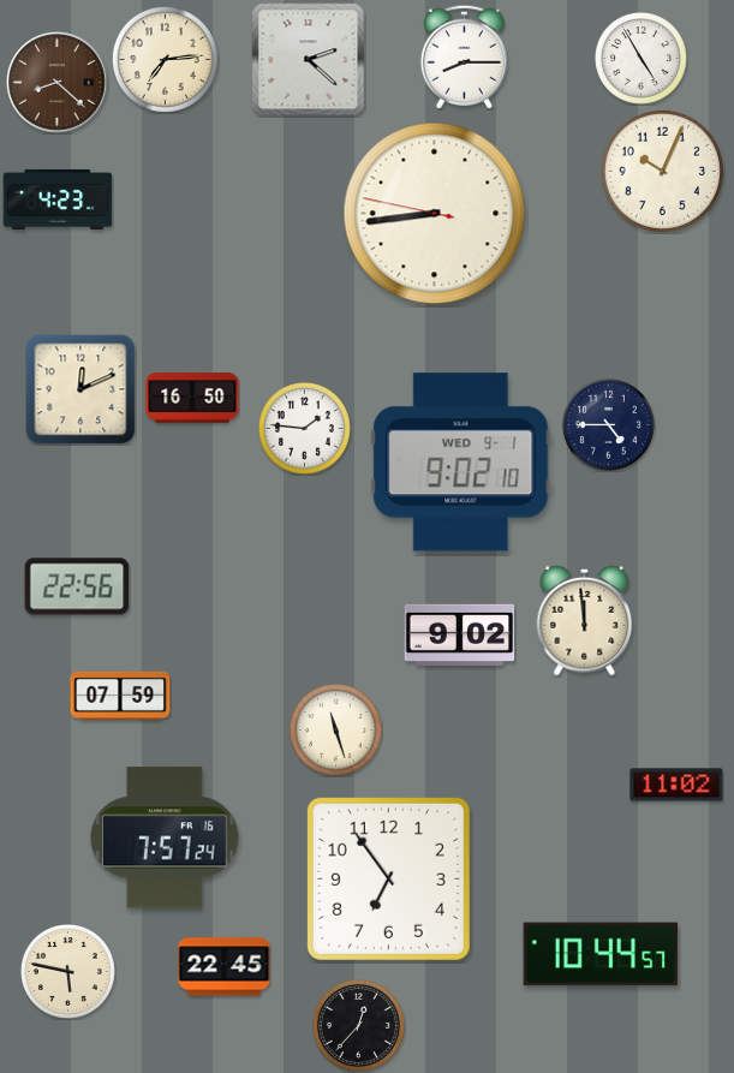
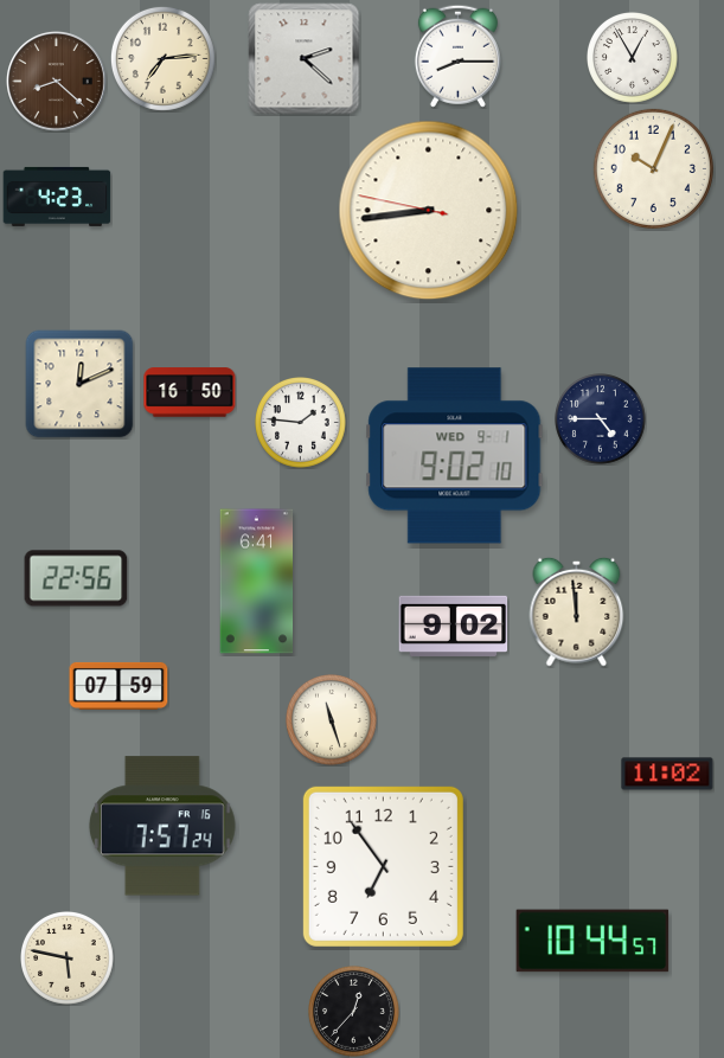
clock at (641, 59): 4:55 -> 12:55
clock at (257, 582): none -> 6:41
clock at (225, 967): 22:45 -> none
